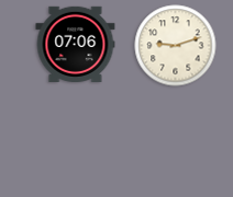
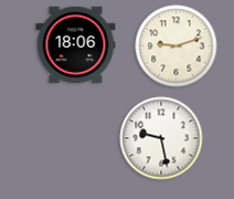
clock at (76, 44): 07:06 -> 18:06
clock at (161, 138): none -> 9:28
